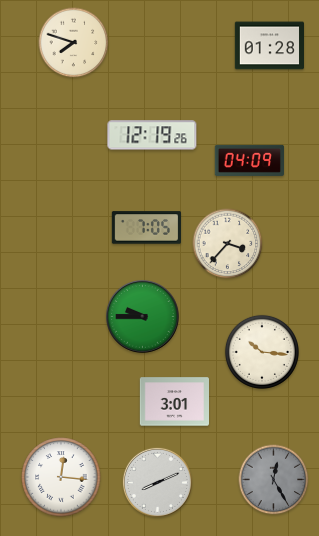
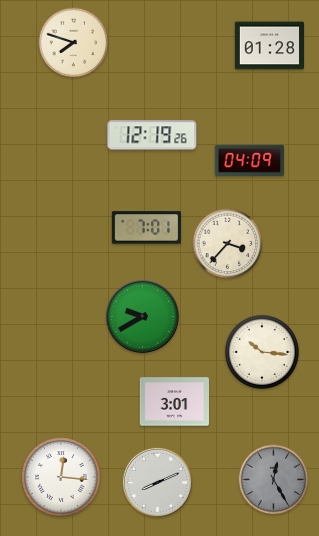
clock at (146, 228): 7:05 -> 7:01
clock at (143, 317): 9:45 -> 9:40
